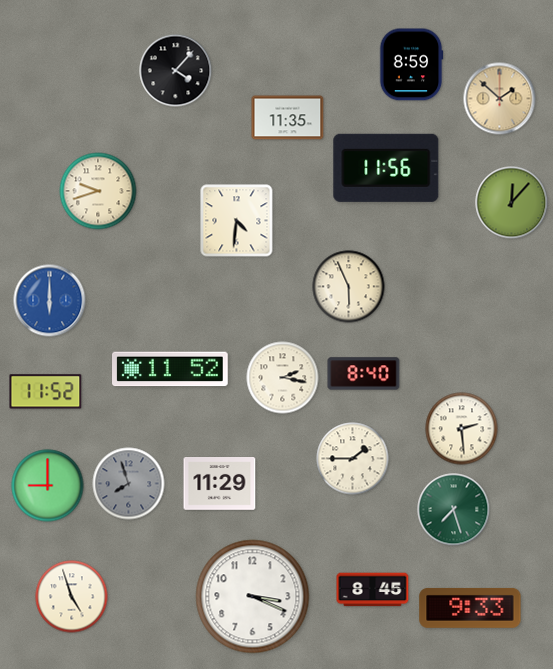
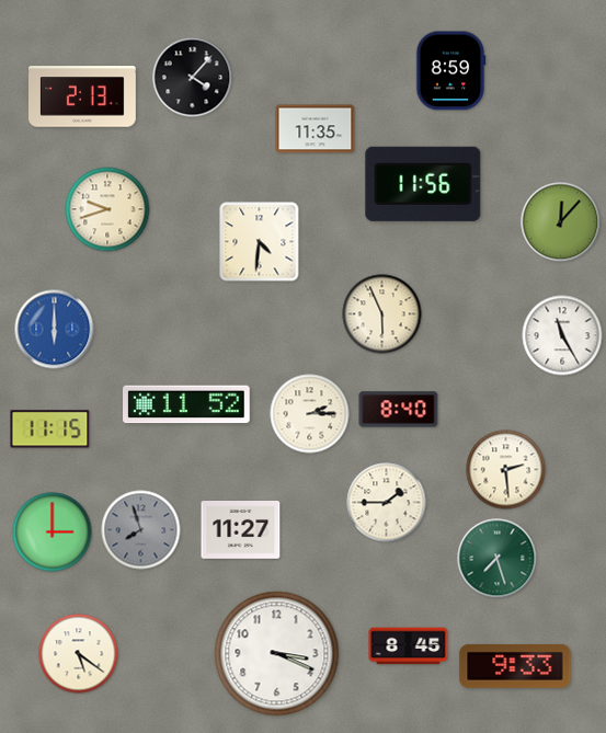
clock at (83, 96): none -> 2:13
clock at (500, 99): 1:52 -> none
clock at (562, 335): none -> 11:25
clock at (283, 378): 2:17 -> 2:15
clock at (46, 392): 11:52 -> 11:15
clock at (220, 484): 11:29 -> 11:27
clock at (48, 486): 9:00 -> 3:00
clock at (72, 597): 4:57 -> 5:21
